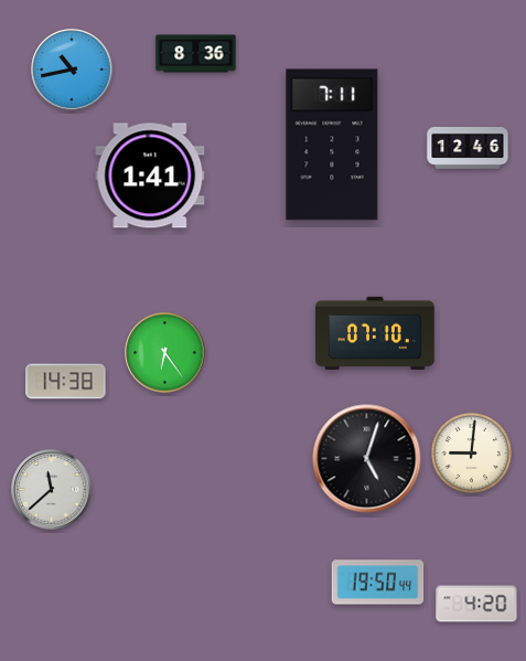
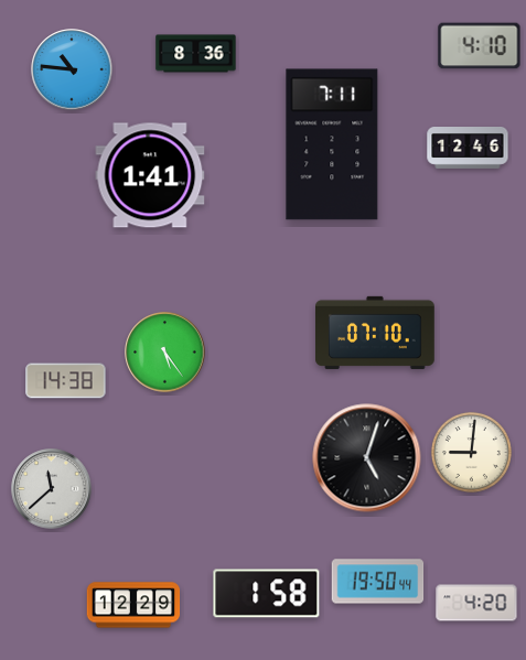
clock at (480, 46): none -> 4:10
clock at (72, 70): 10:43 -> 10:46
clock at (165, 353): 6:24 -> 5:24
clock at (267, 594): none -> 1:58
clock at (133, 605): none -> 12:29
